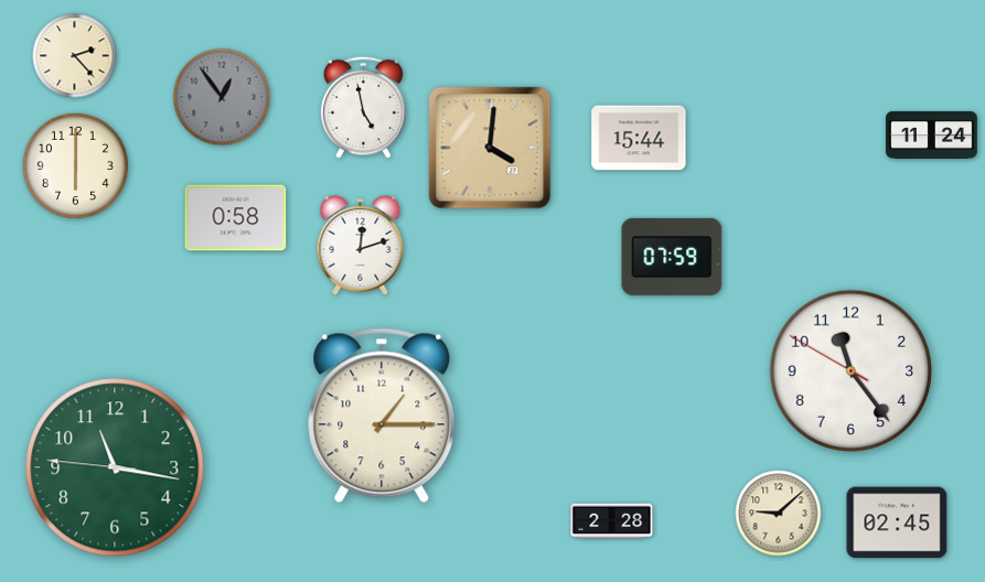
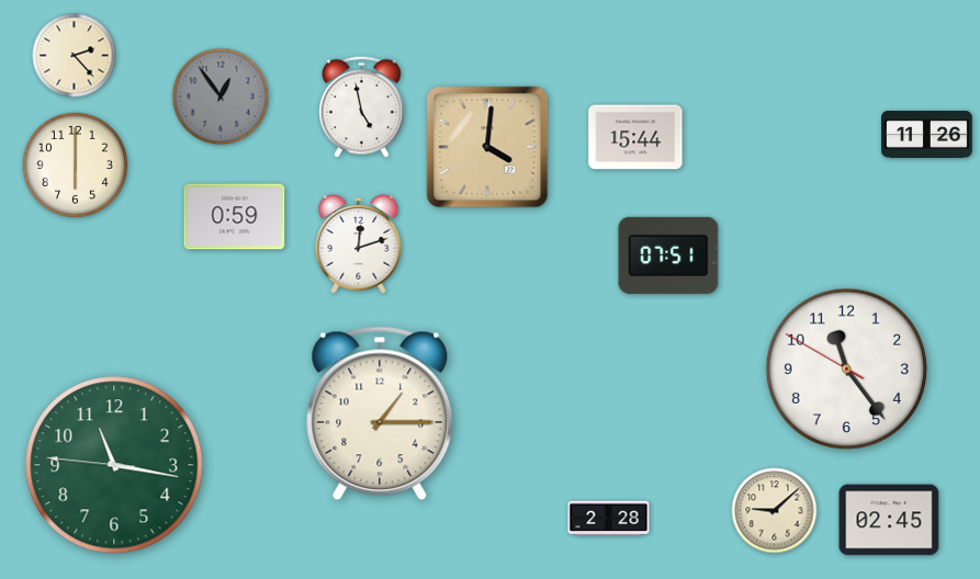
clock at (932, 134): 11:24 -> 11:26
clock at (236, 218): 0:58 -> 0:59
clock at (672, 257): 07:59 -> 07:51
clock at (897, 522) position: (897, 522) -> (889, 520)
